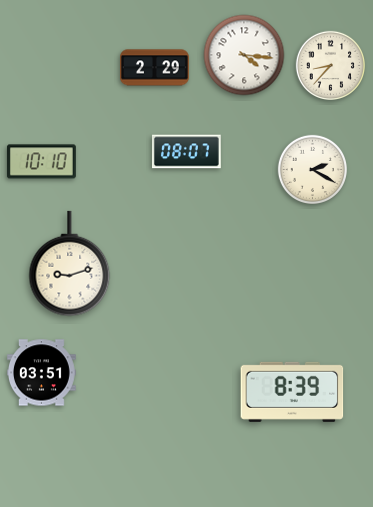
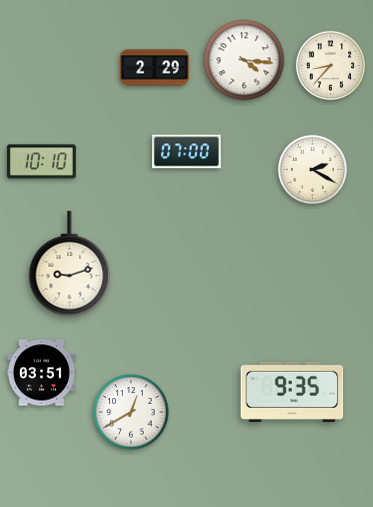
clock at (244, 55) position: (244, 55) -> (244, 60)
clock at (186, 152): 08:07 -> 07:00
clock at (292, 392): 8:39 -> 9:35
clock at (131, 412): none -> 12:40
